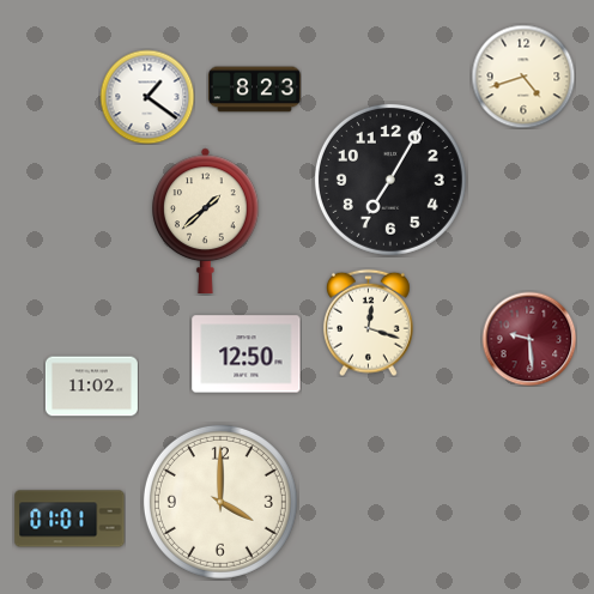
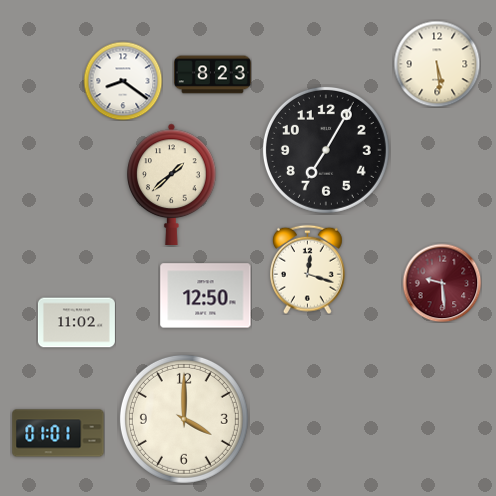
clock at (523, 77): 4:42 -> 5:29
clock at (147, 97): 1:21 -> 8:21
